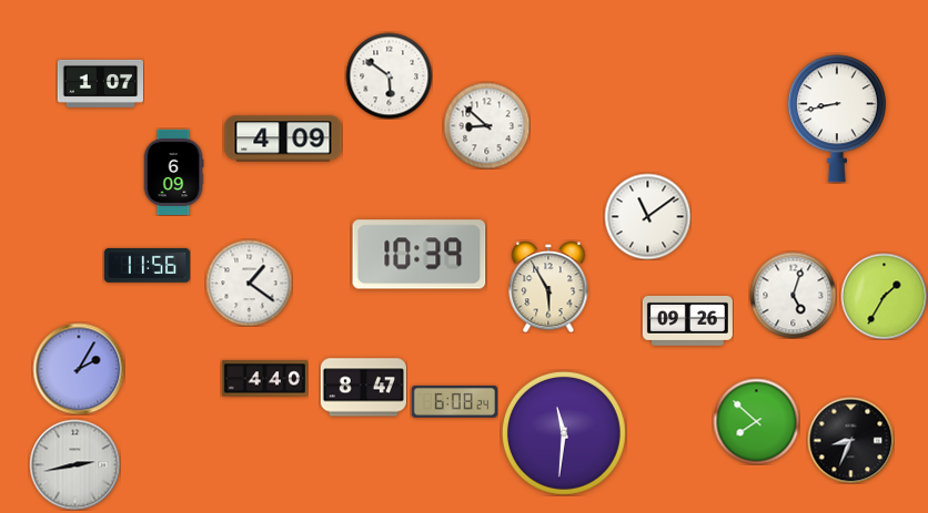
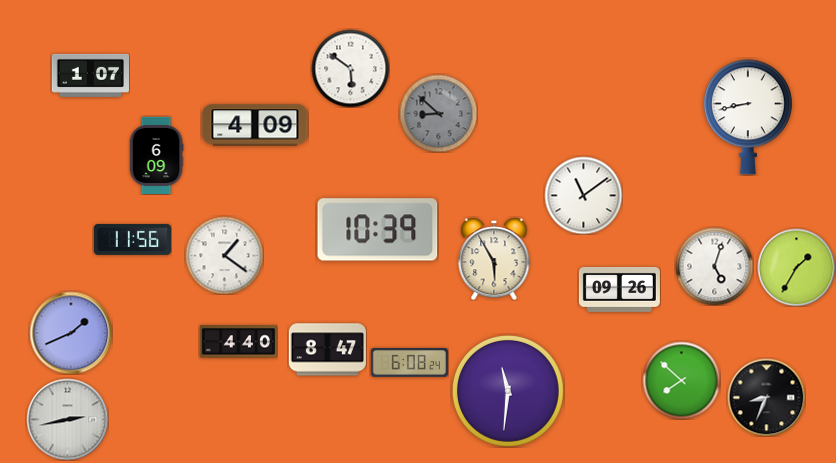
clock at (837, 119) position: (837, 119) -> (748, 117)
clock at (486, 125) dial: white -> grey
clock at (79, 369): 2:05 -> 1:41
